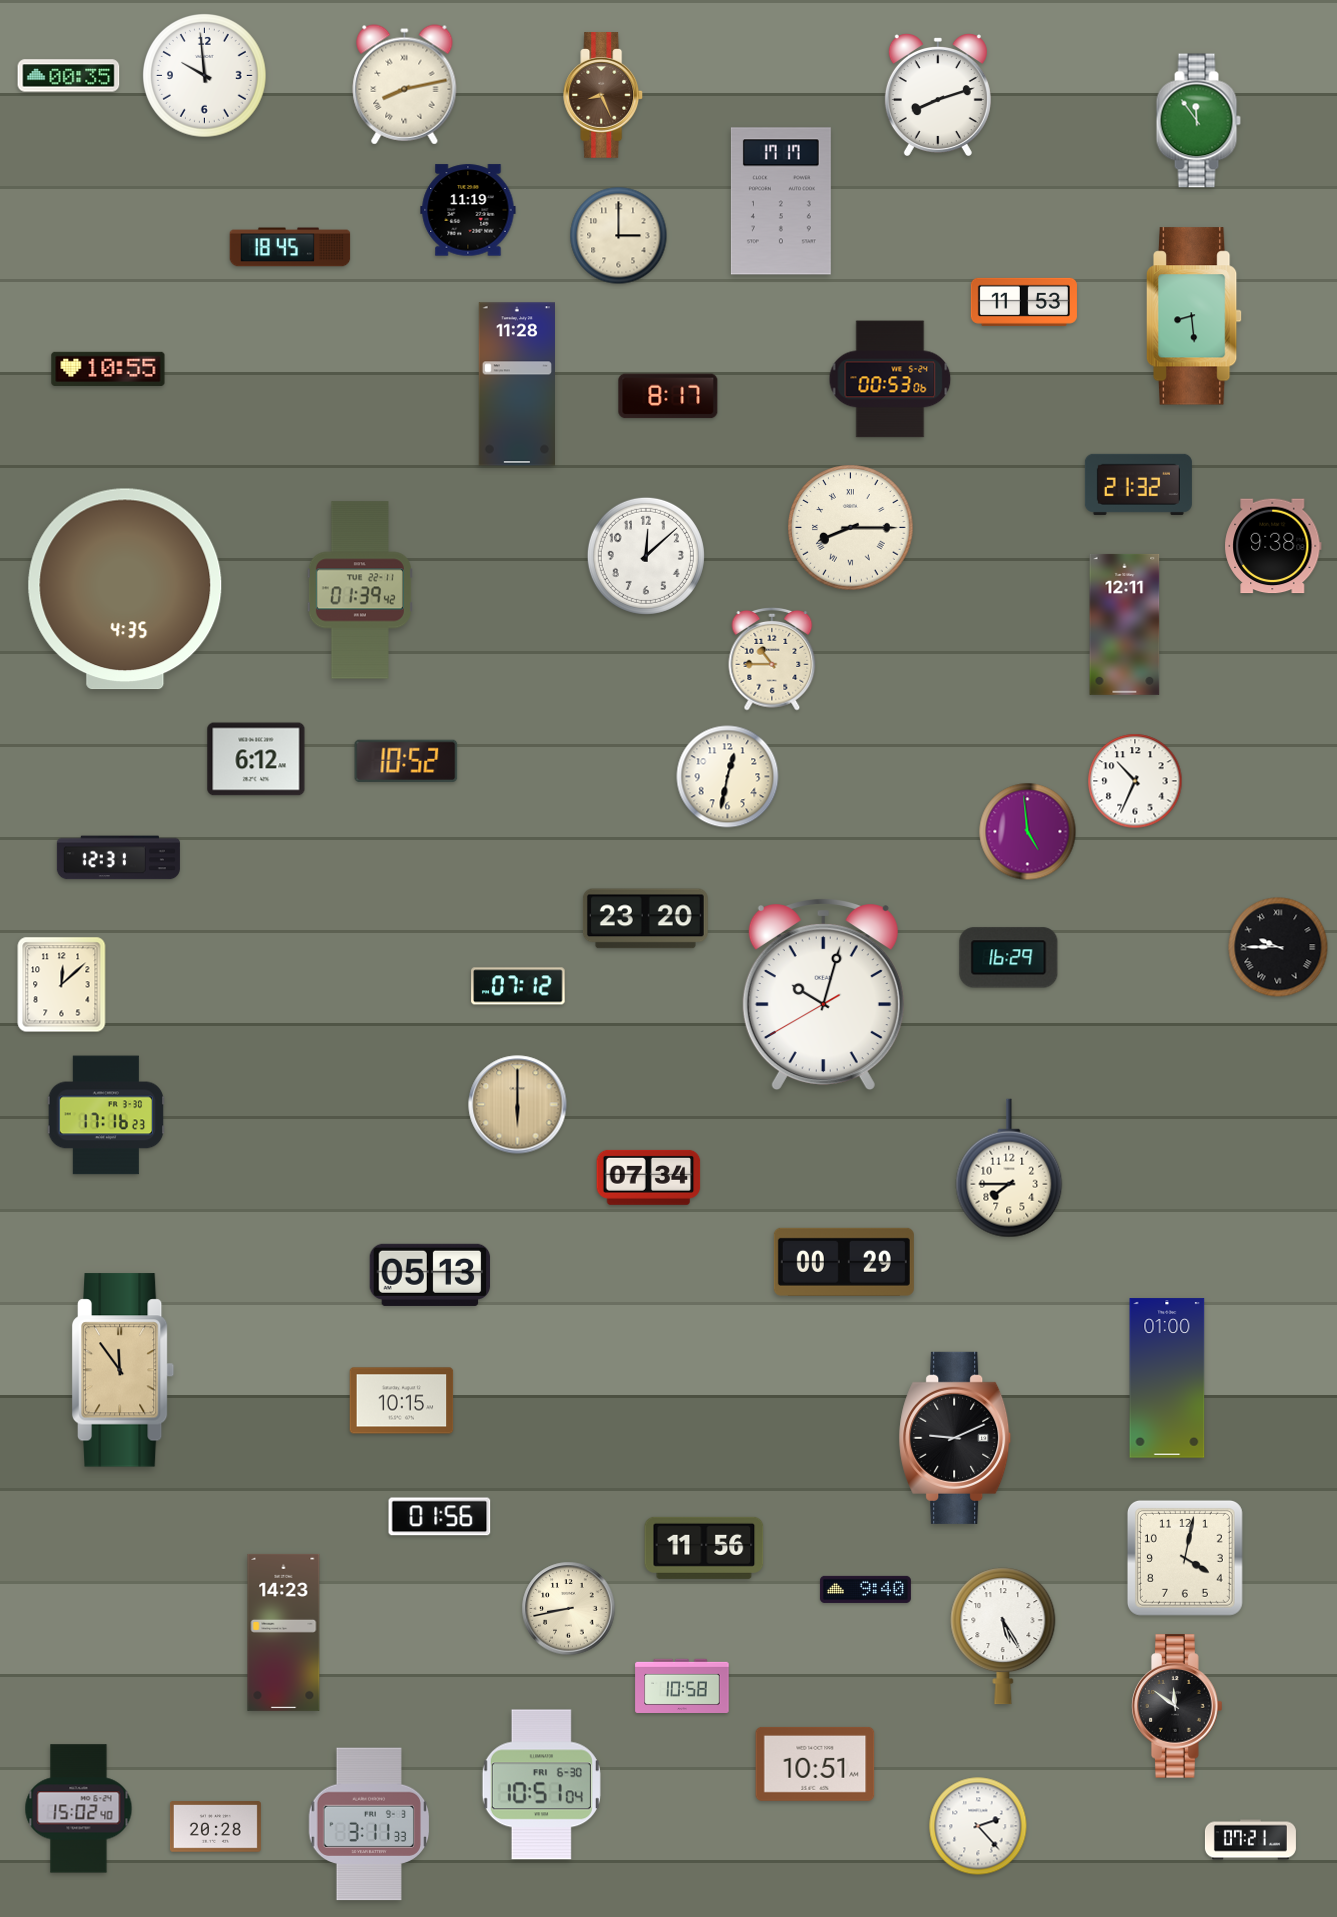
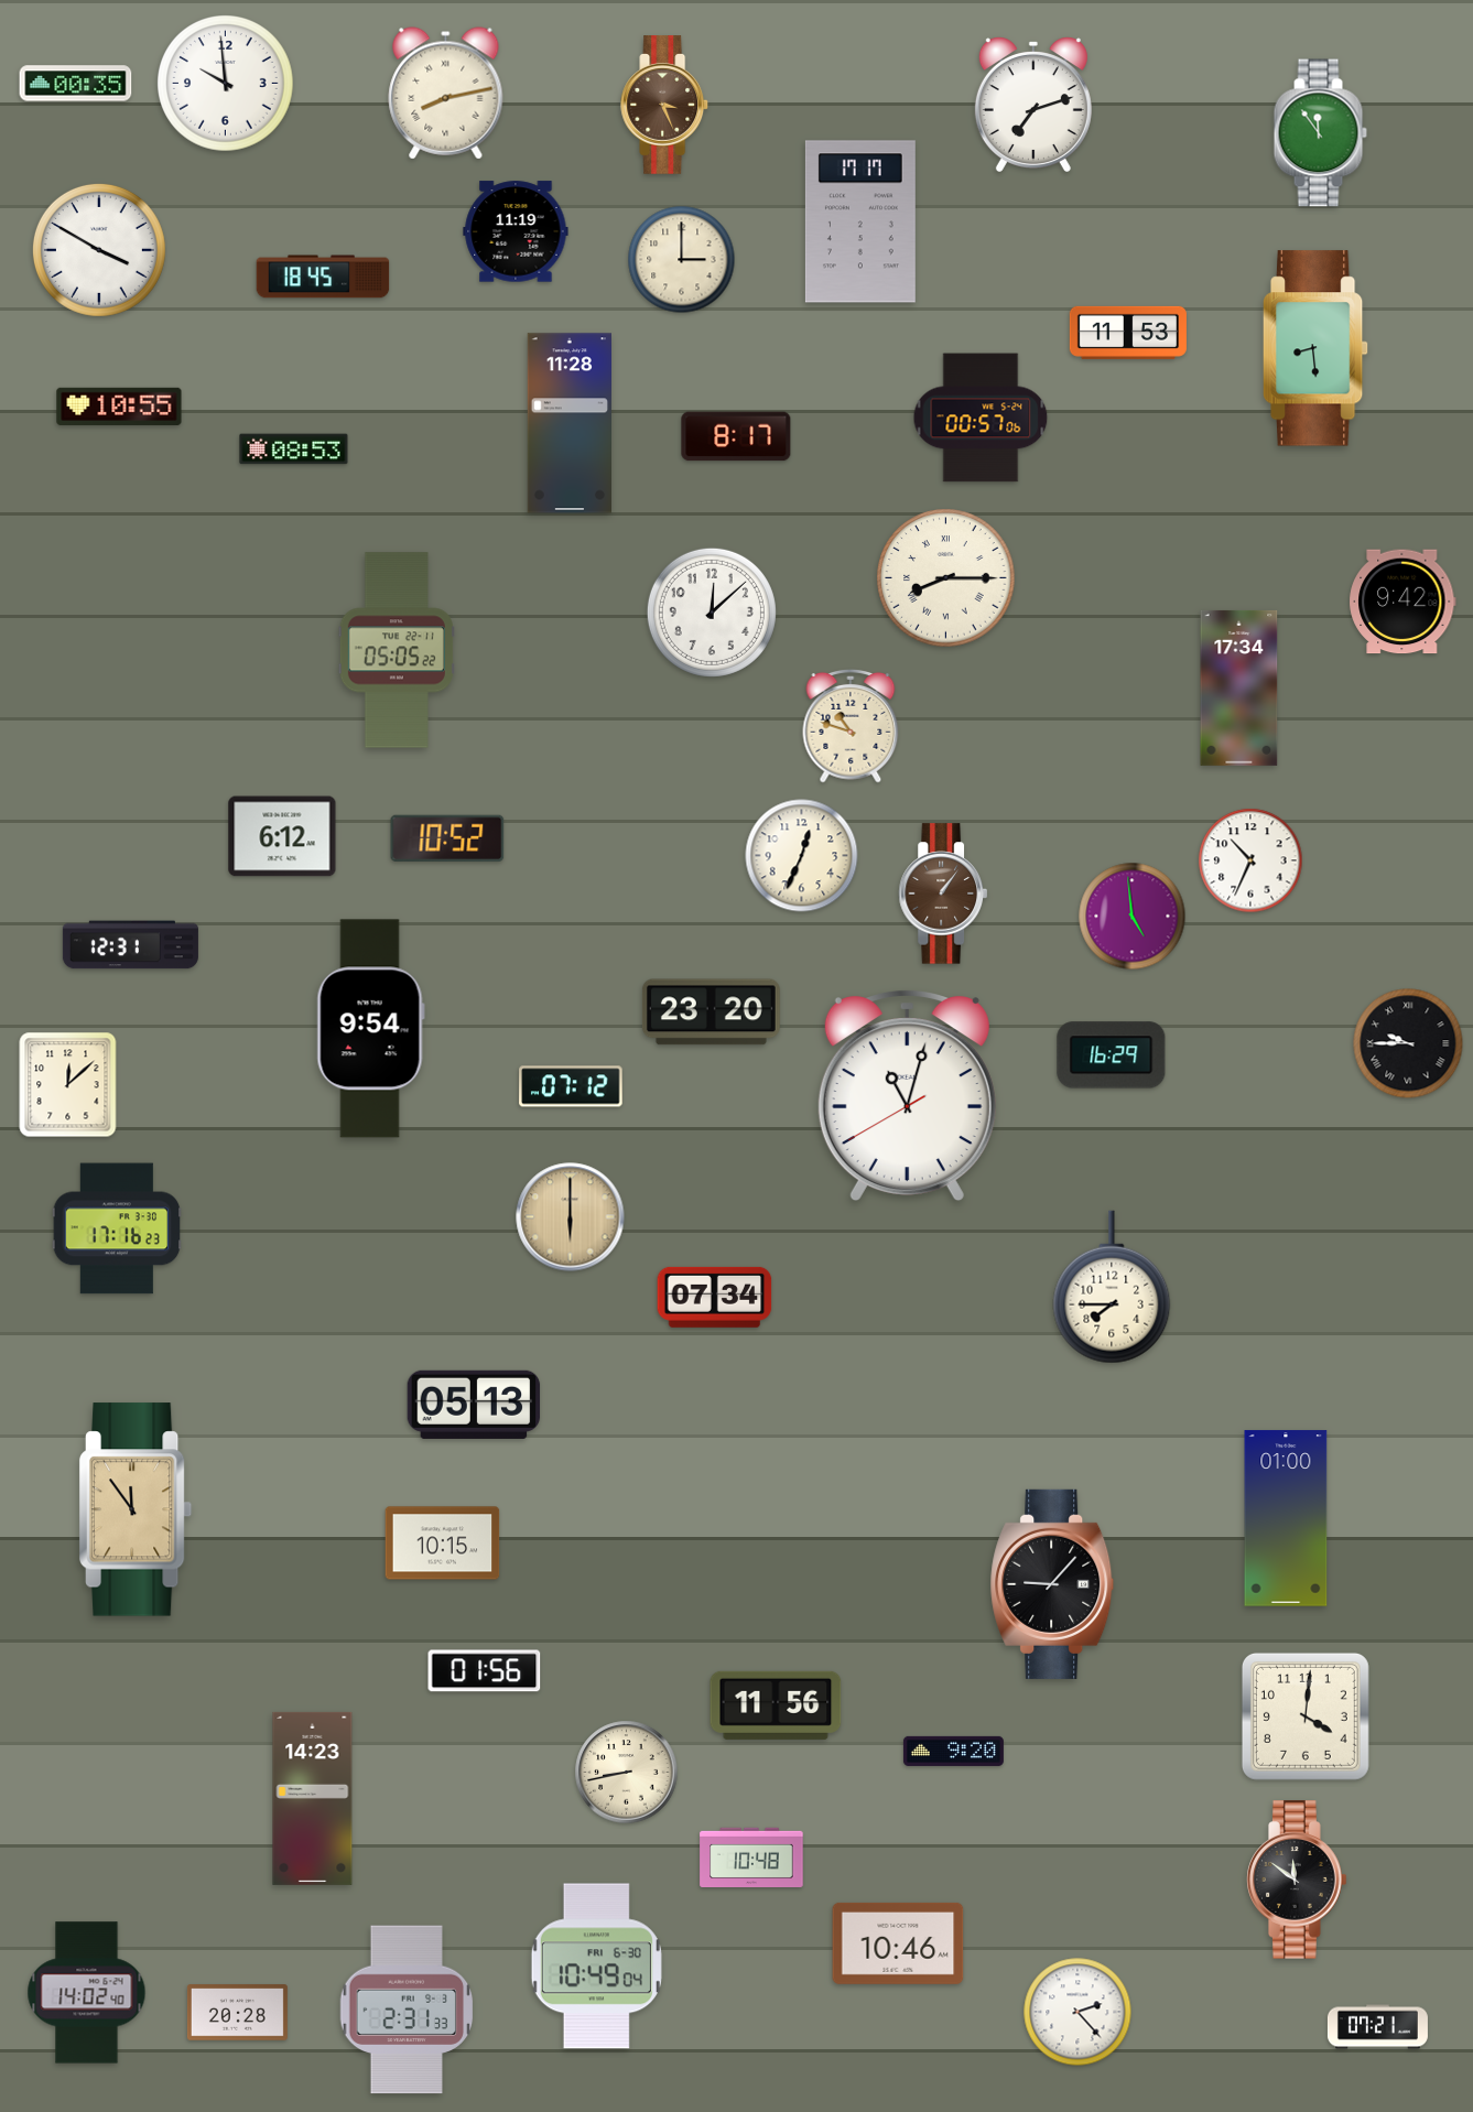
clock at (604, 95): 8:26 -> 3:26
clock at (938, 95): 8:12 -> 7:12
clock at (99, 250): none -> 3:50
clock at (290, 247) position: (290, 247) -> (323, 277)
clock at (890, 379): 00:53 -> 00:57
clock at (294, 450): none -> 08:53
clock at (1138, 484): 21:32 -> none
clock at (851, 528) position: (851, 528) -> (946, 578)
clock at (1273, 546): 9:38 -> 9:42
clock at (125, 589): 4:35 -> none
clock at (360, 590): 01:39 -> 05:05
clock at (1125, 624): 12:11 -> 17:34
clock at (772, 659): 10:45 -> 10:48
clock at (728, 777): 12:32 -> 12:34
clock at (943, 893): none -> 1:06
clock at (370, 1029): none -> 9:54
clock at (823, 995): 10:02 -> 11:02
clock at (844, 1262): 00:29 -> none
clock at (955, 1438): 9:11 -> 9:07
clock at (1185, 1558): 4:02 -> 4:01
clock at (865, 1589): 9:40 -> 9:20
clock at (1003, 1636): 5:25 -> none
clock at (682, 1686): 10:58 -> 10:48
clock at (815, 1764): 10:51 -> 10:46
clock at (541, 1785): 10:51 -> 10:49
clock at (79, 1809): 15:02 -> 14:02
clock at (369, 1824): 3:11 -> 2:31
